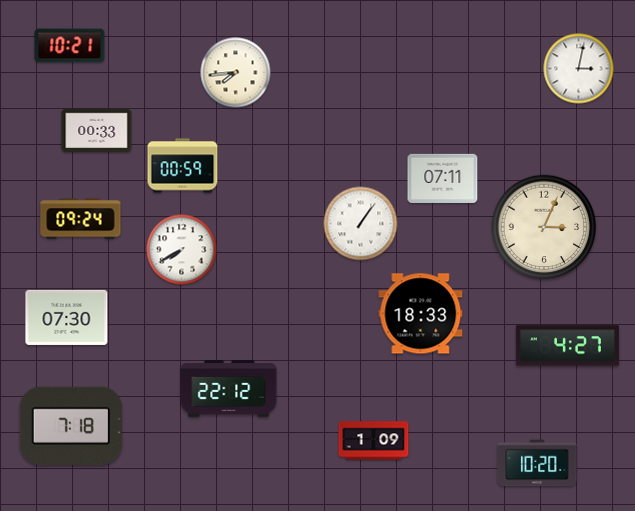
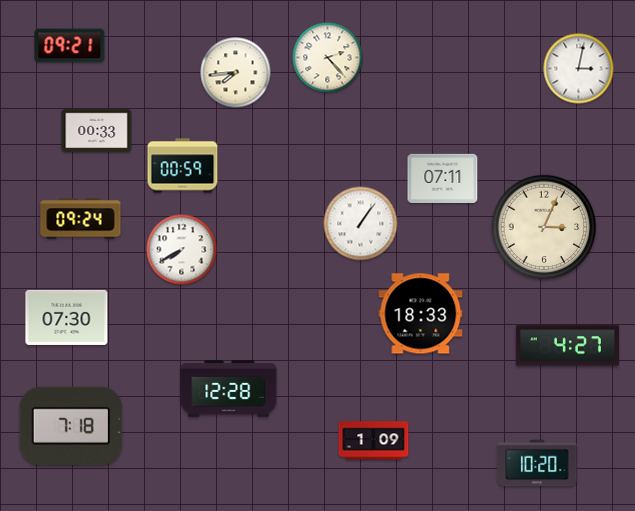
clock at (70, 46): 10:21 -> 09:21
clock at (328, 58): none -> 2:23
clock at (229, 389): 22:12 -> 12:28
